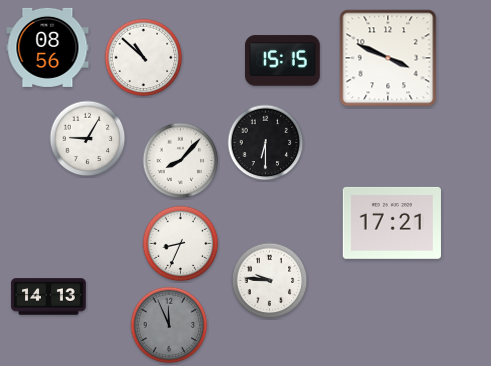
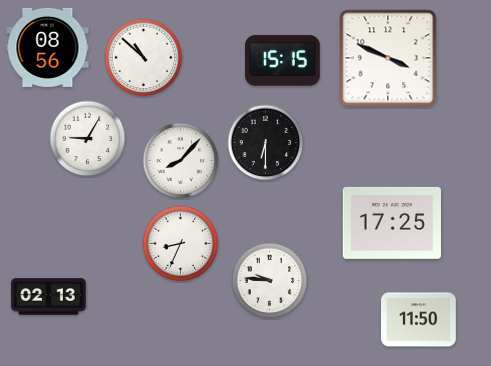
clock at (392, 223): 17:21 -> 17:25
clock at (49, 297): 14:13 -> 02:13
clock at (419, 320): none -> 11:50
clock at (169, 325): 11:56 -> none
